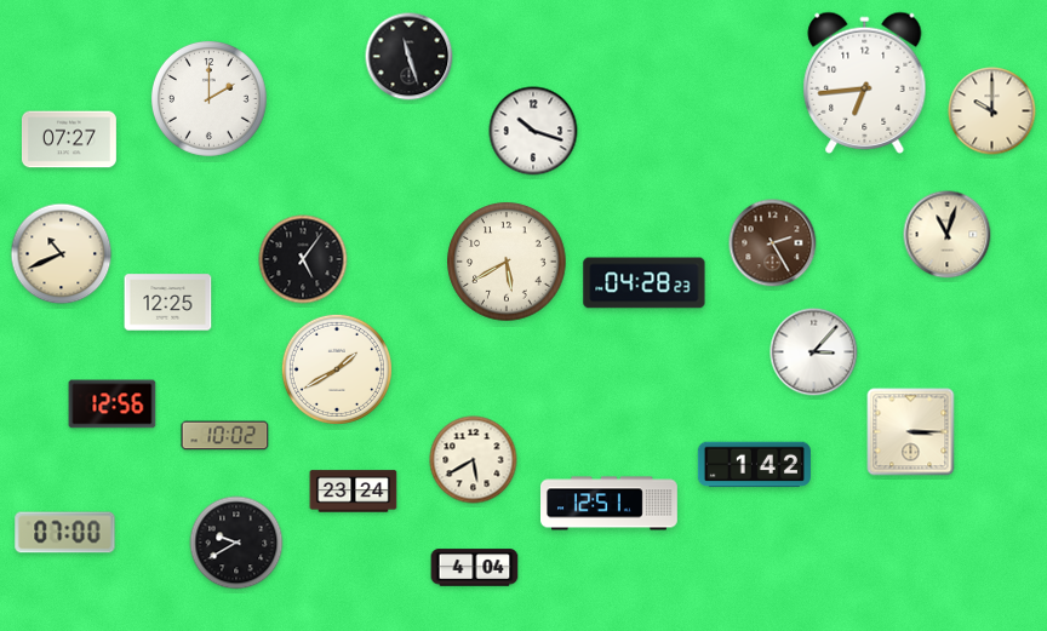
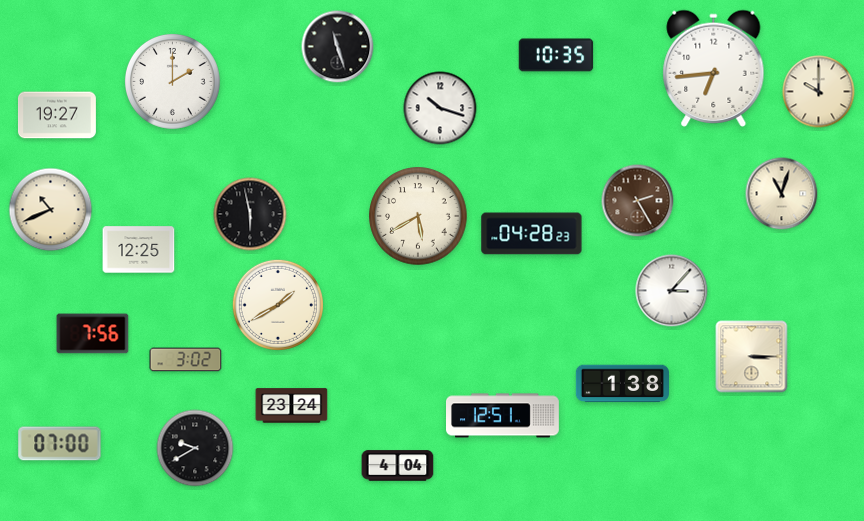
clock at (556, 55): none -> 10:35
clock at (69, 139): 07:27 -> 19:27
clock at (303, 259): 5:06 -> 5:58
clock at (113, 405): 12:56 -> 7:56
clock at (225, 436): 10:02 -> 3:02
clock at (474, 460): 5:40 -> none
clock at (754, 465): 1:42 -> 1:38
clock at (65, 533) position: (65, 533) -> (60, 444)
clock at (475, 568) position: (475, 568) -> (398, 466)
